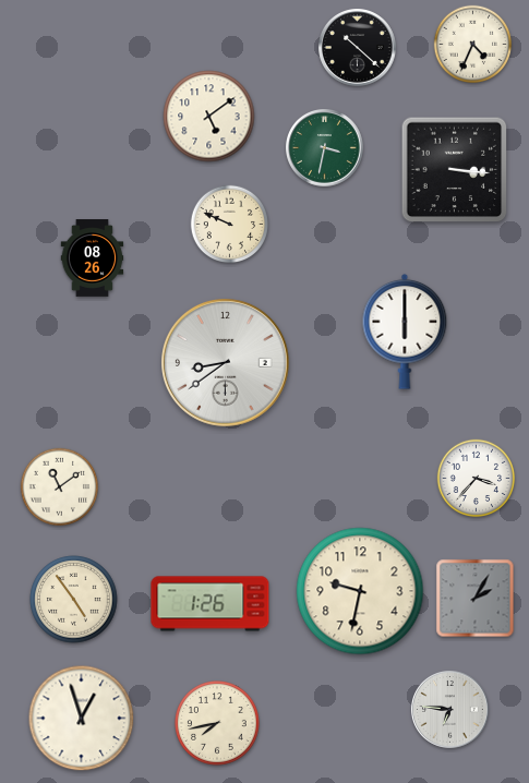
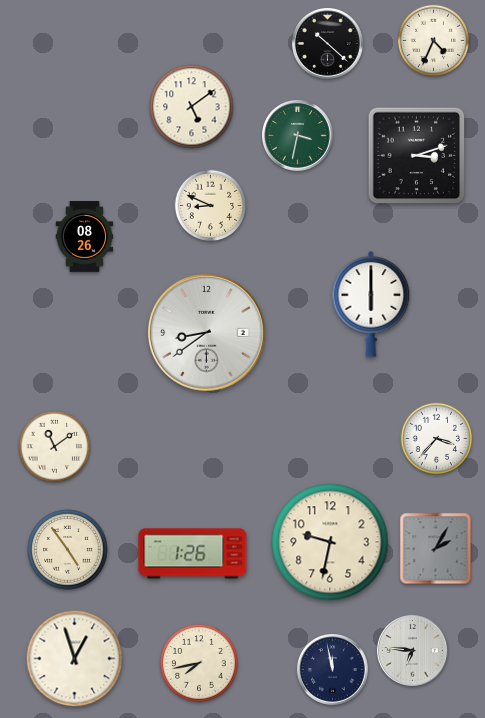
clock at (455, 170): 3:16 -> 3:12
clock at (230, 225): 9:49 -> 8:49
clock at (333, 670): none -> 11:58
